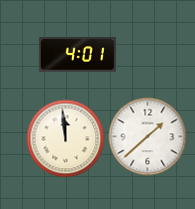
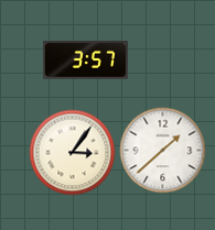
clock at (77, 55): 4:01 -> 3:57
clock at (65, 138): 11:59 -> 3:06
